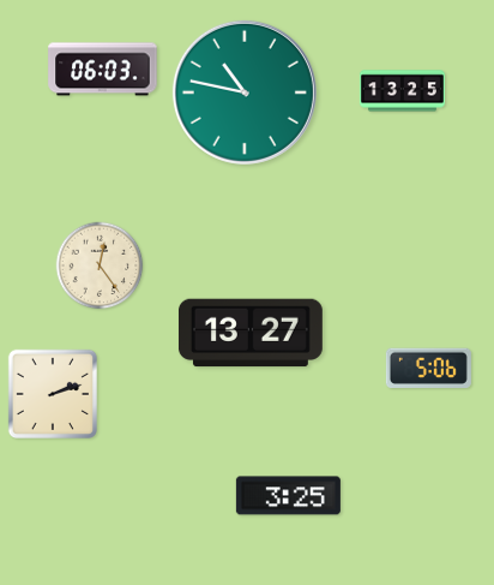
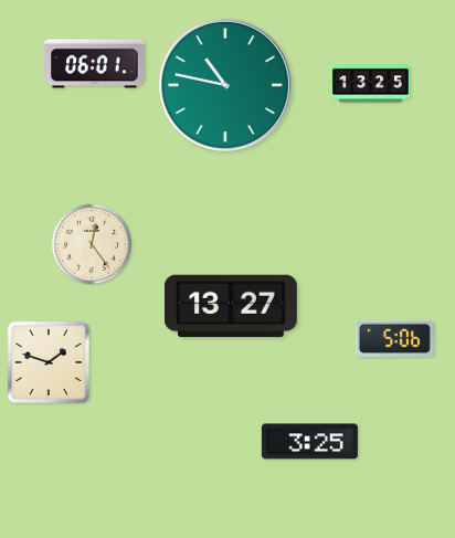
clock at (103, 70): 06:03 -> 06:01
clock at (52, 393): 2:12 -> 1:48
clock at (288, 496) position: (288, 496) -> (309, 442)
